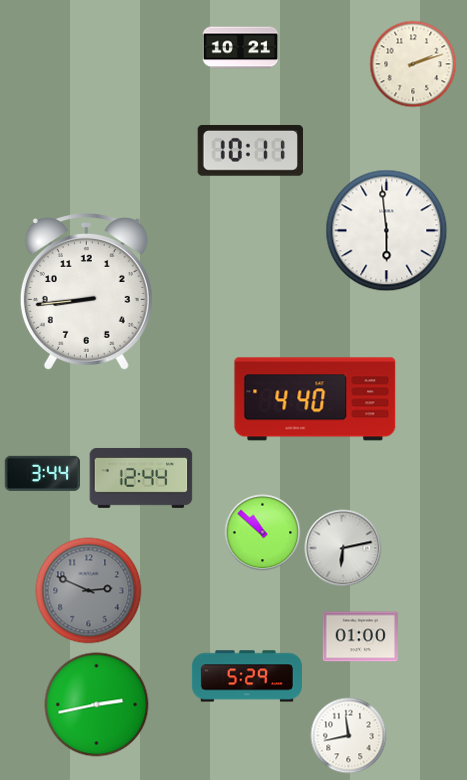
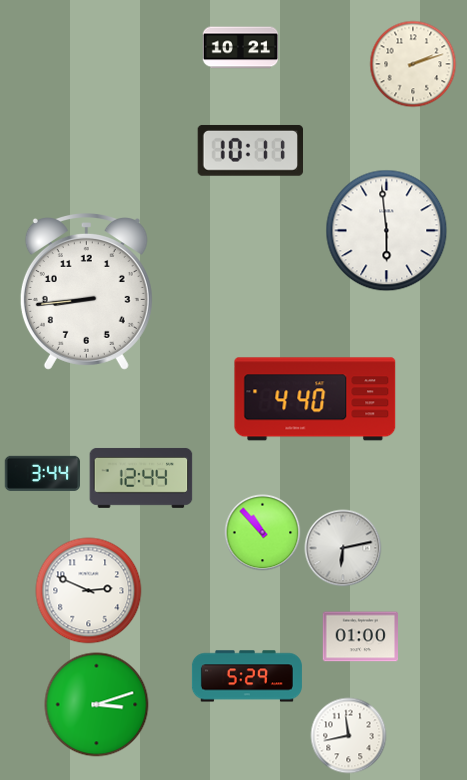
clock at (263, 533): 10:52 -> 10:53
clock at (89, 591) dial: grey -> white
clock at (97, 705): 2:43 -> 3:12
